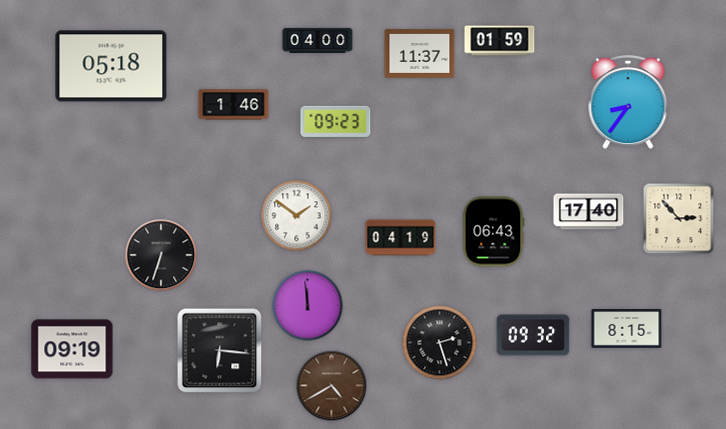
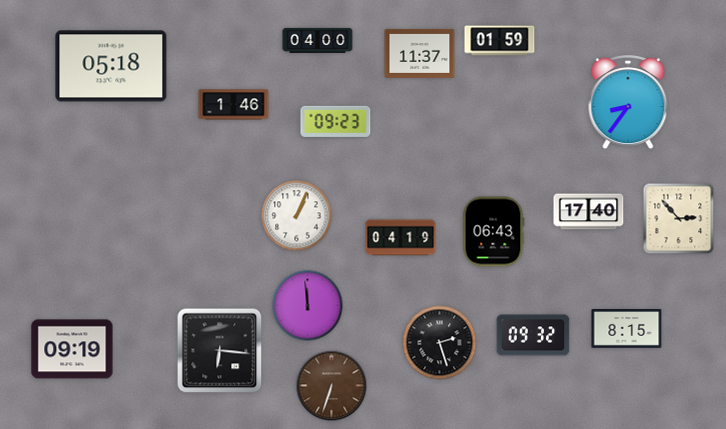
clock at (297, 216): 1:51 -> 1:04
clock at (161, 255): 6:33 -> none
clock at (332, 386): 4:40 -> 6:33
